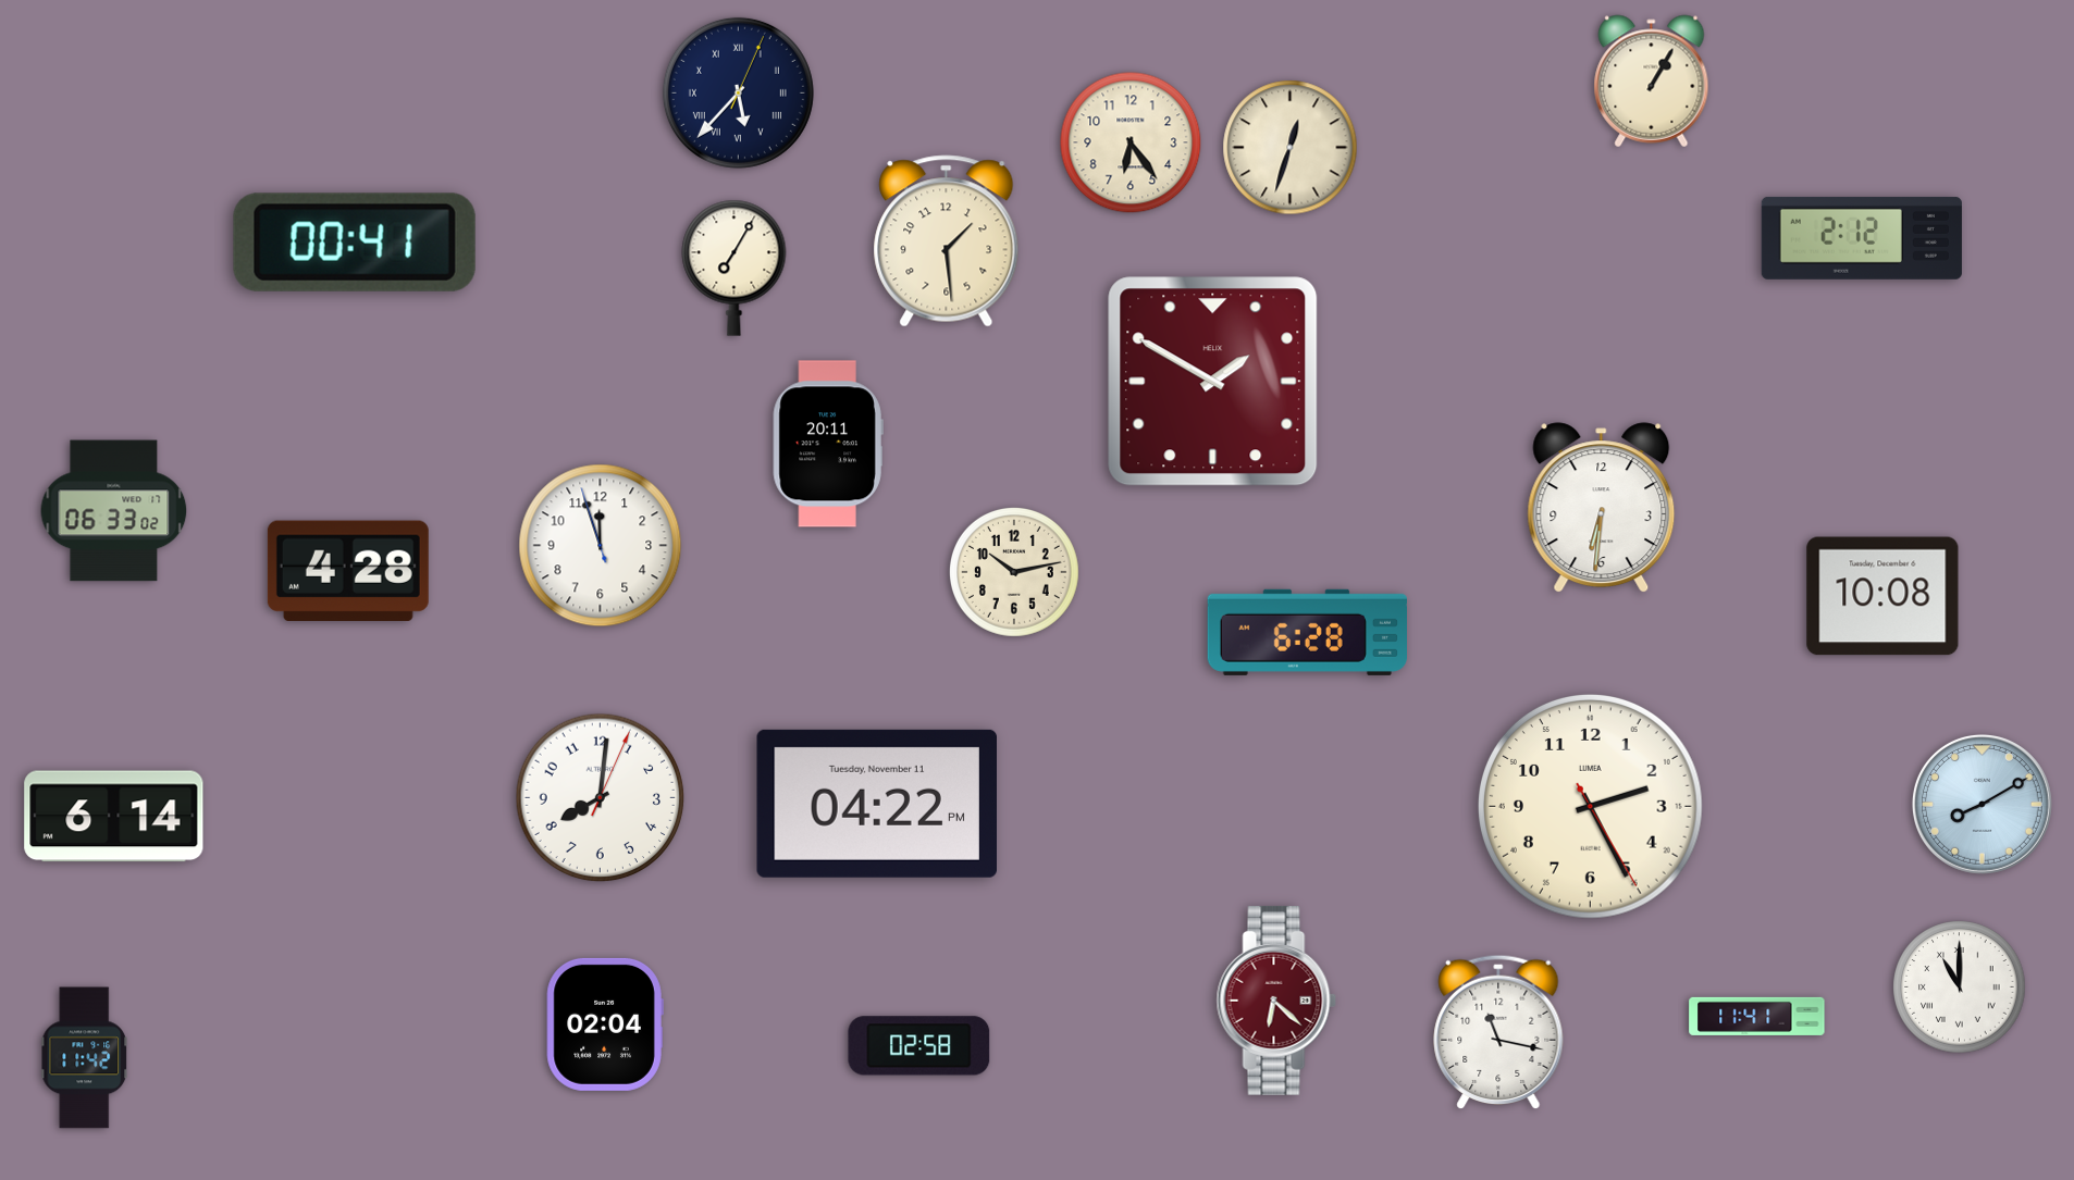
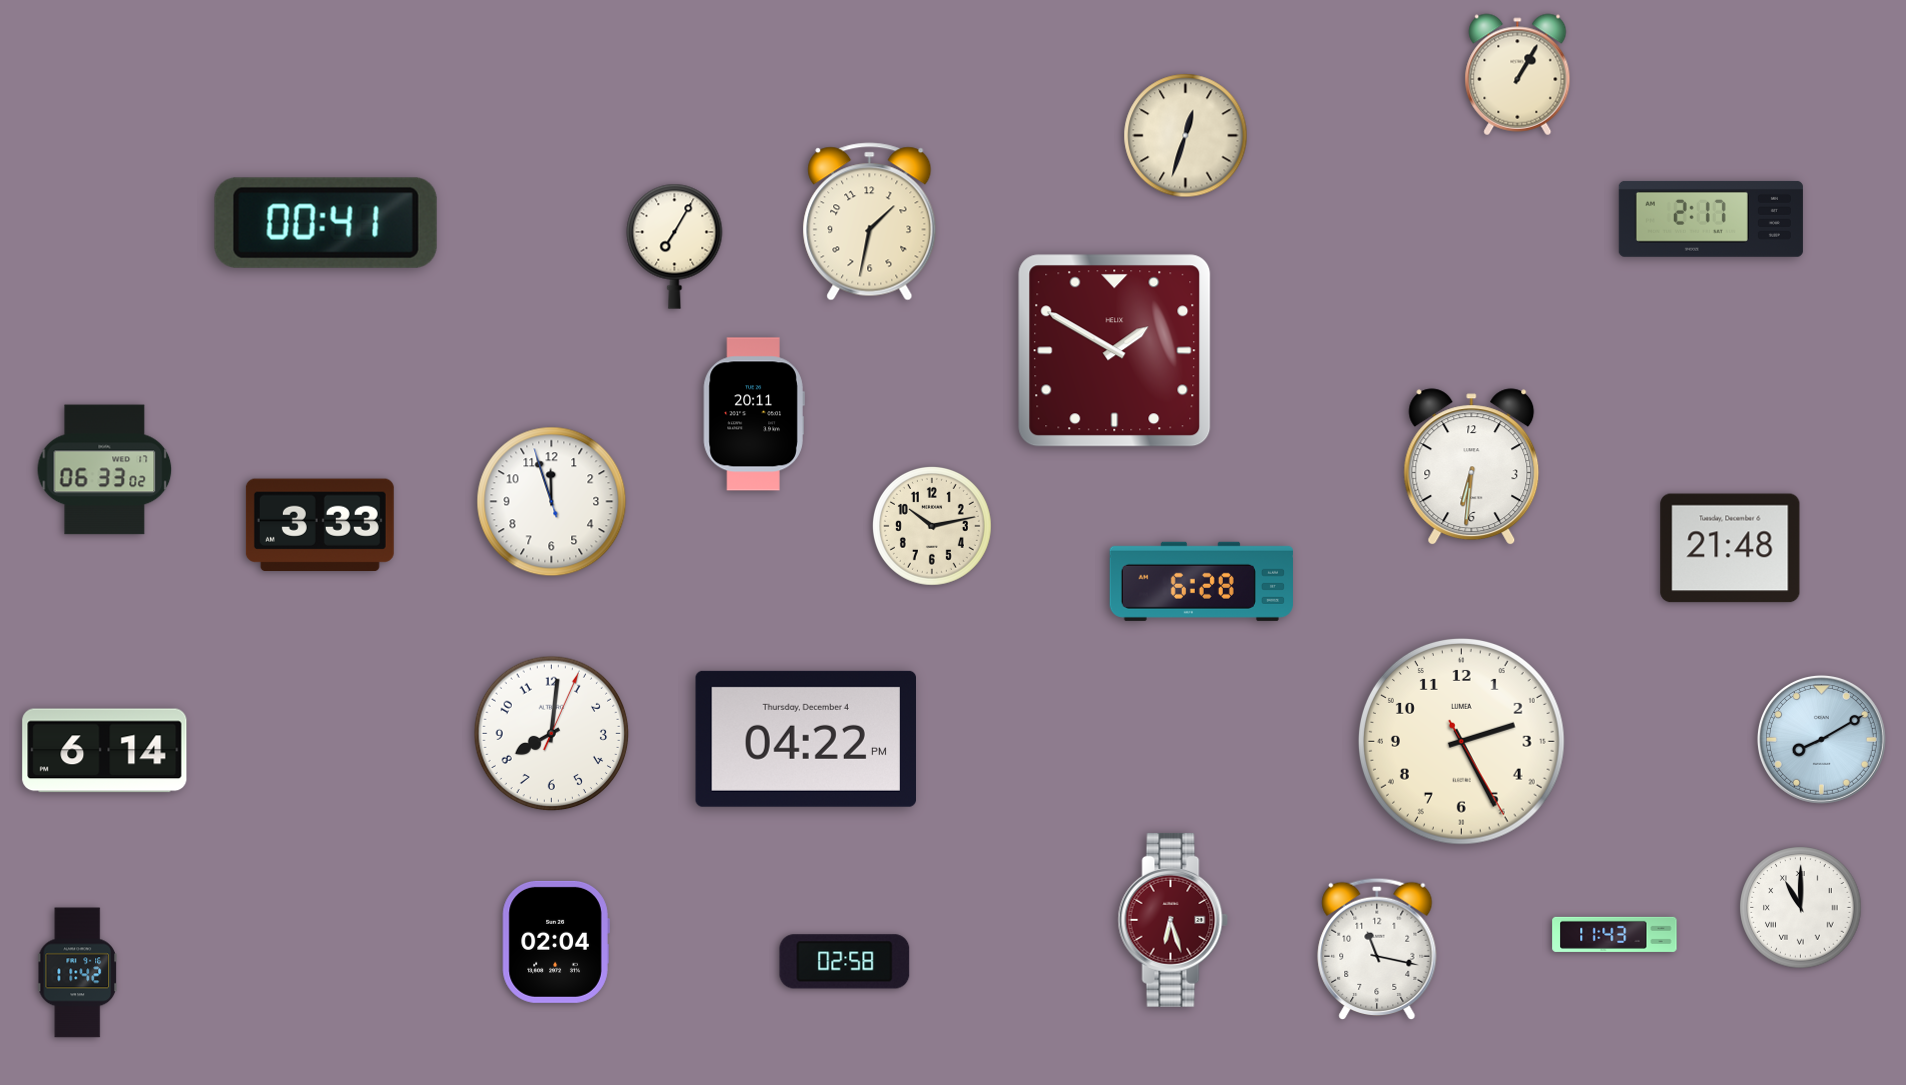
clock at (738, 92): 5:37 -> none
clock at (1131, 142): 6:24 -> none
clock at (1862, 238): 2:12 -> 2:17
clock at (947, 241): 1:29 -> 1:32
clock at (828, 444) position: (828, 444) -> (754, 414)
clock at (348, 570): 4:28 -> 3:33
clock at (1882, 596): 10:08 -> 21:48
clock at (876, 804) date: Tuesday, November 11 -> Thursday, December 4
clock at (1276, 1001): 6:22 -> 6:27
clock at (1757, 1016): 11:41 -> 11:43
